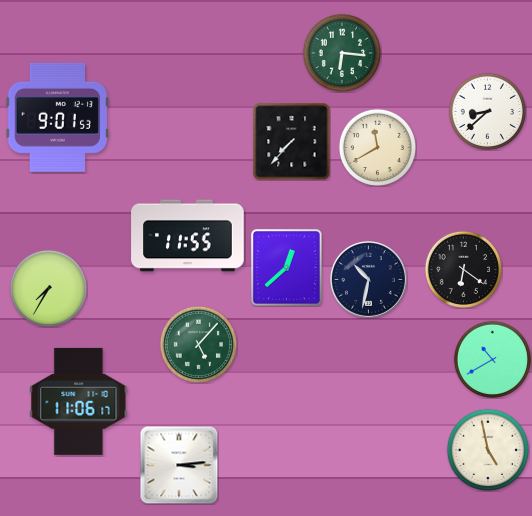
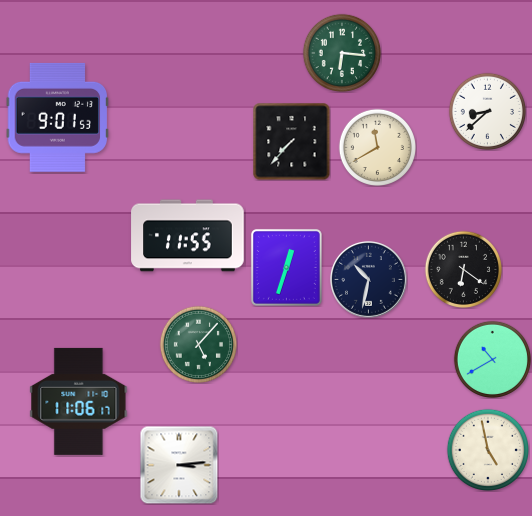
clock at (286, 267): 12:38 -> 12:33
clock at (48, 288): 7:35 -> none
